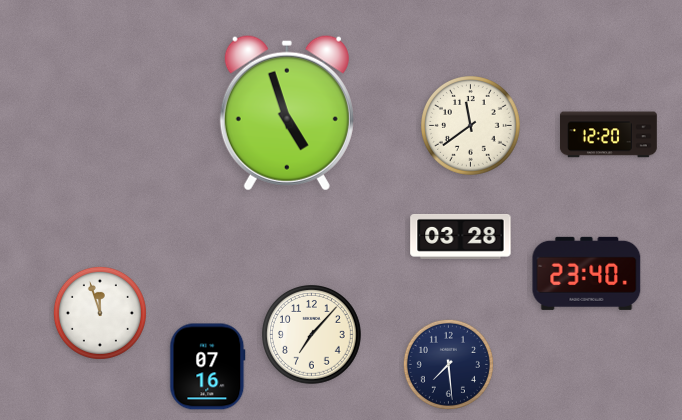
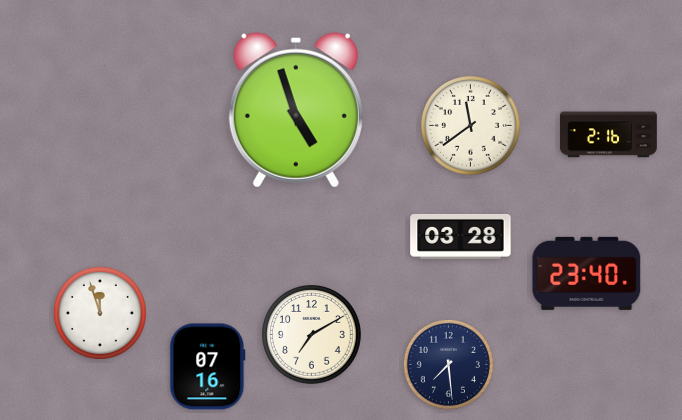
clock at (287, 113) position: (287, 113) -> (296, 110)
clock at (609, 135): 12:20 -> 2:16
clock at (312, 335): 7:07 -> 7:10
